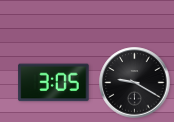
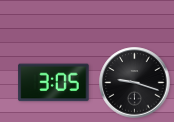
clock at (135, 83): 9:20 -> 9:18
